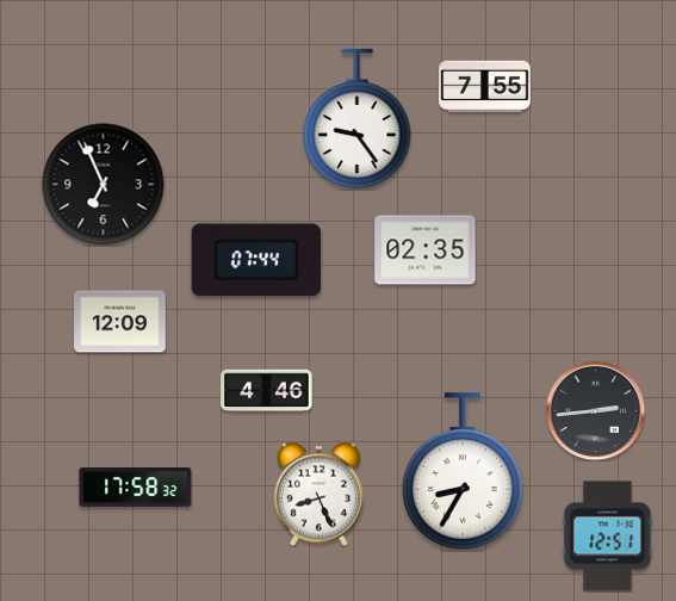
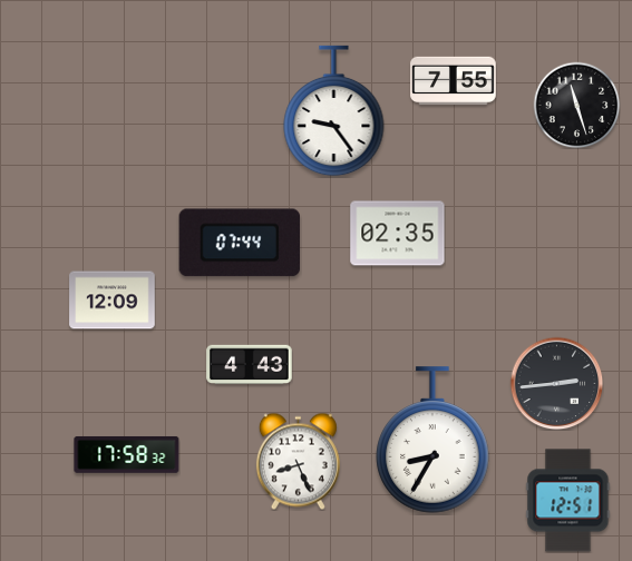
clock at (576, 105): none -> 11:27
clock at (104, 185): 6:56 -> none
clock at (267, 390): 4:46 -> 4:43
